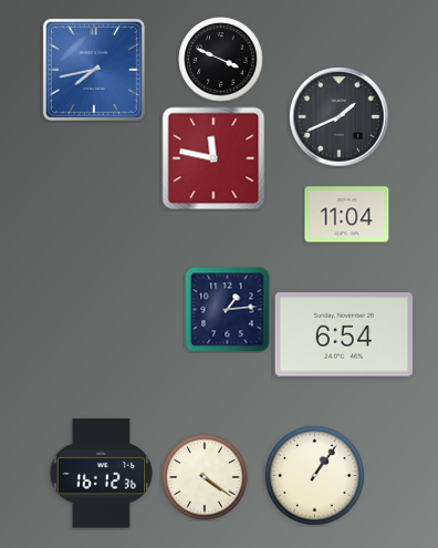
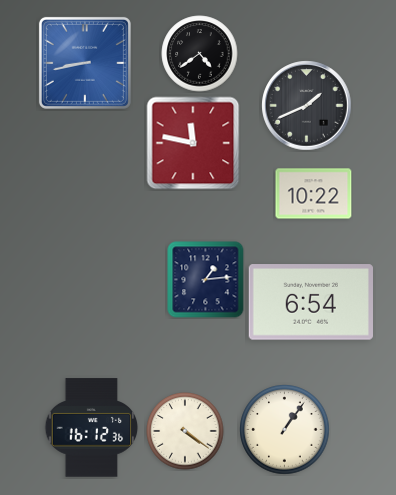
clock at (221, 60): 3:49 -> 4:39
clock at (94, 70): 7:43 -> 8:43
clock at (347, 215): 11:04 -> 10:22
